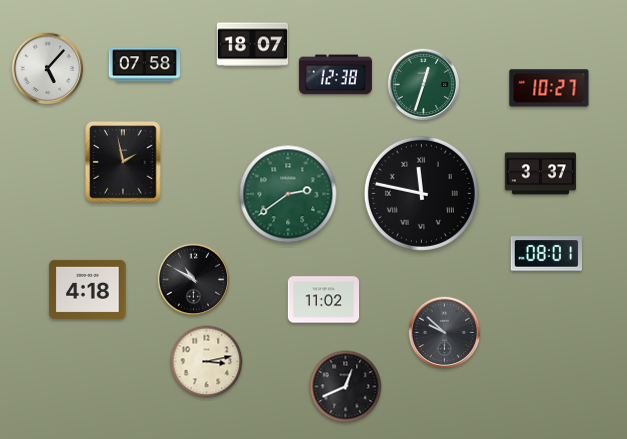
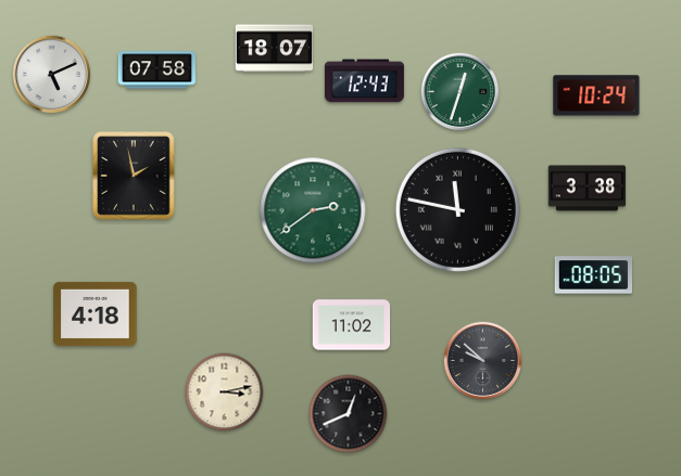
clock at (48, 69): 5:07 -> 5:11
clock at (335, 75): 12:38 -> 12:43
clock at (549, 88): 10:27 -> 10:24
clock at (541, 174): 3:37 -> 3:38
clock at (546, 254): 08:01 -> 08:05
clock at (194, 280): 10:50 -> none
clock at (346, 387) position: (346, 387) -> (349, 414)
